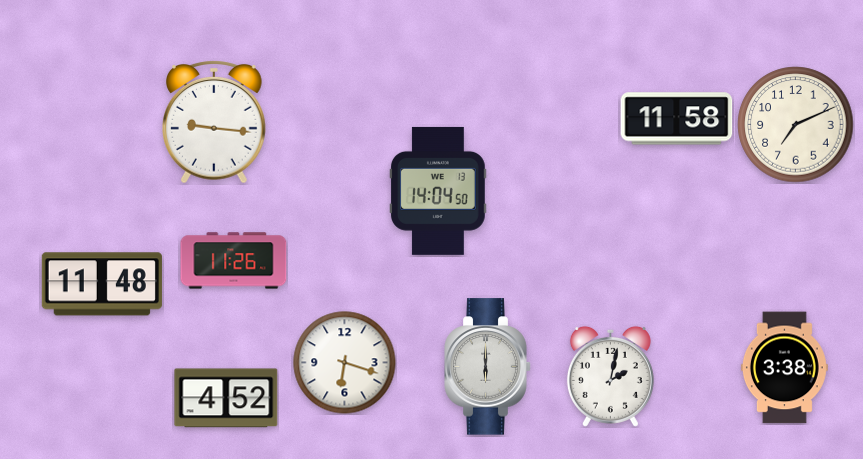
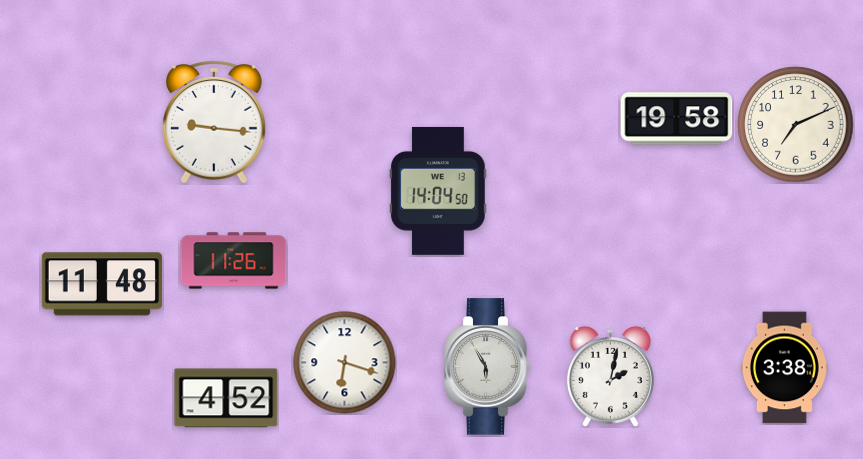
clock at (677, 119): 11:58 -> 19:58
clock at (488, 367): 6:00 -> 5:55
